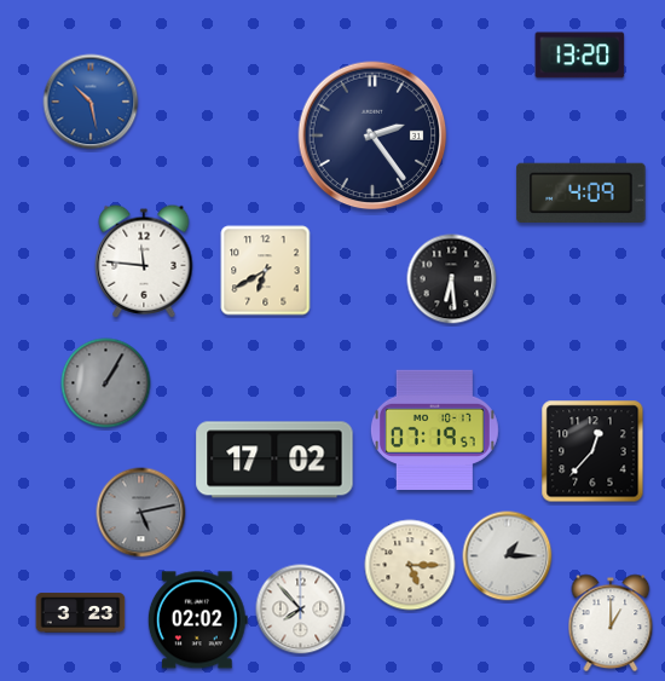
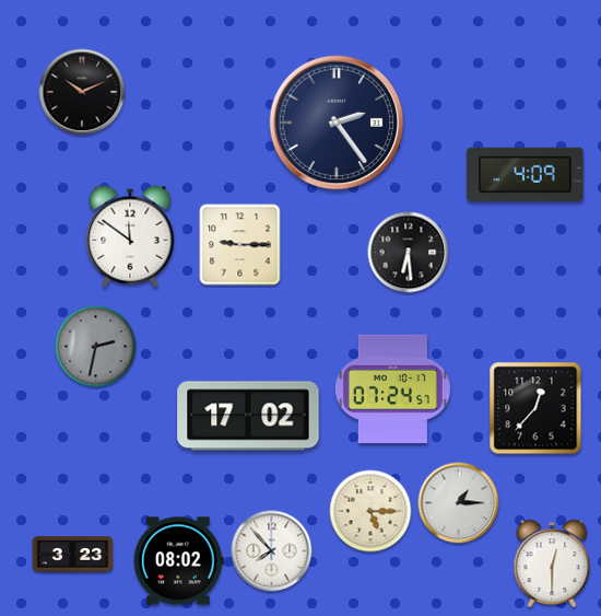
clock at (580, 56): 13:20 -> none
clock at (91, 102): 10:28 -> 10:11
clock at (91, 102) dial: blue -> black
clock at (144, 261): 11:46 -> 11:51
clock at (266, 271): 6:40 -> 9:15
clock at (106, 383): 1:05 -> 2:32
clock at (434, 429): 07:19 -> 07:24
clock at (141, 513): 5:13 -> none
clock at (197, 621): 02:02 -> 08:02
clock at (611, 623): 1:00 -> 12:30
